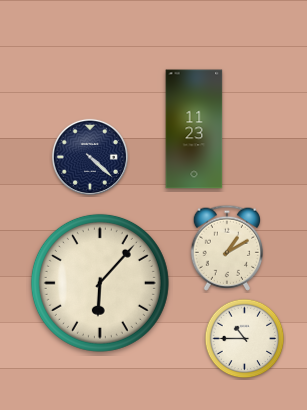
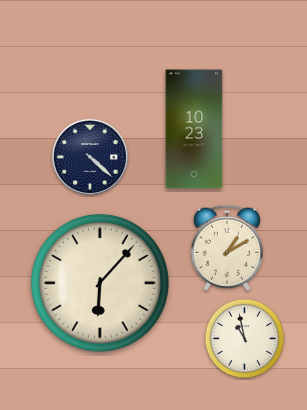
clock at (194, 129): 11:23 -> 10:23
clock at (245, 339): 10:45 -> 10:58
